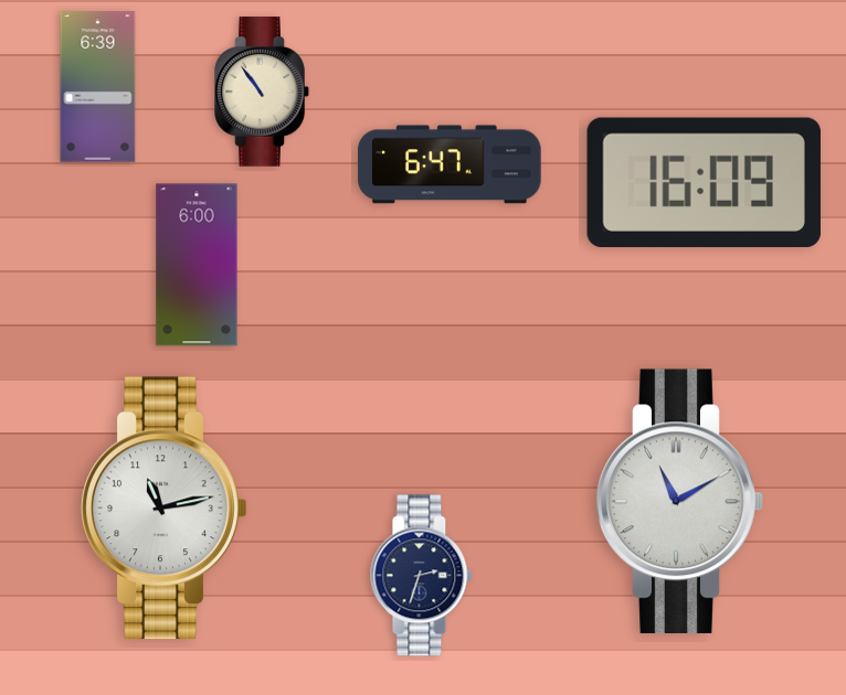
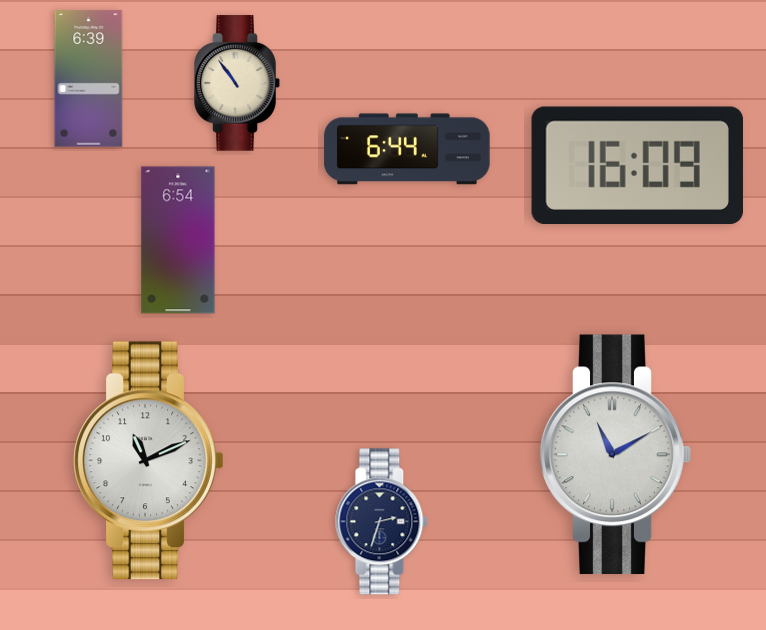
clock at (450, 164): 6:47 -> 6:44
clock at (197, 265): 6:00 -> 6:54
clock at (165, 509): 11:13 -> 11:11
